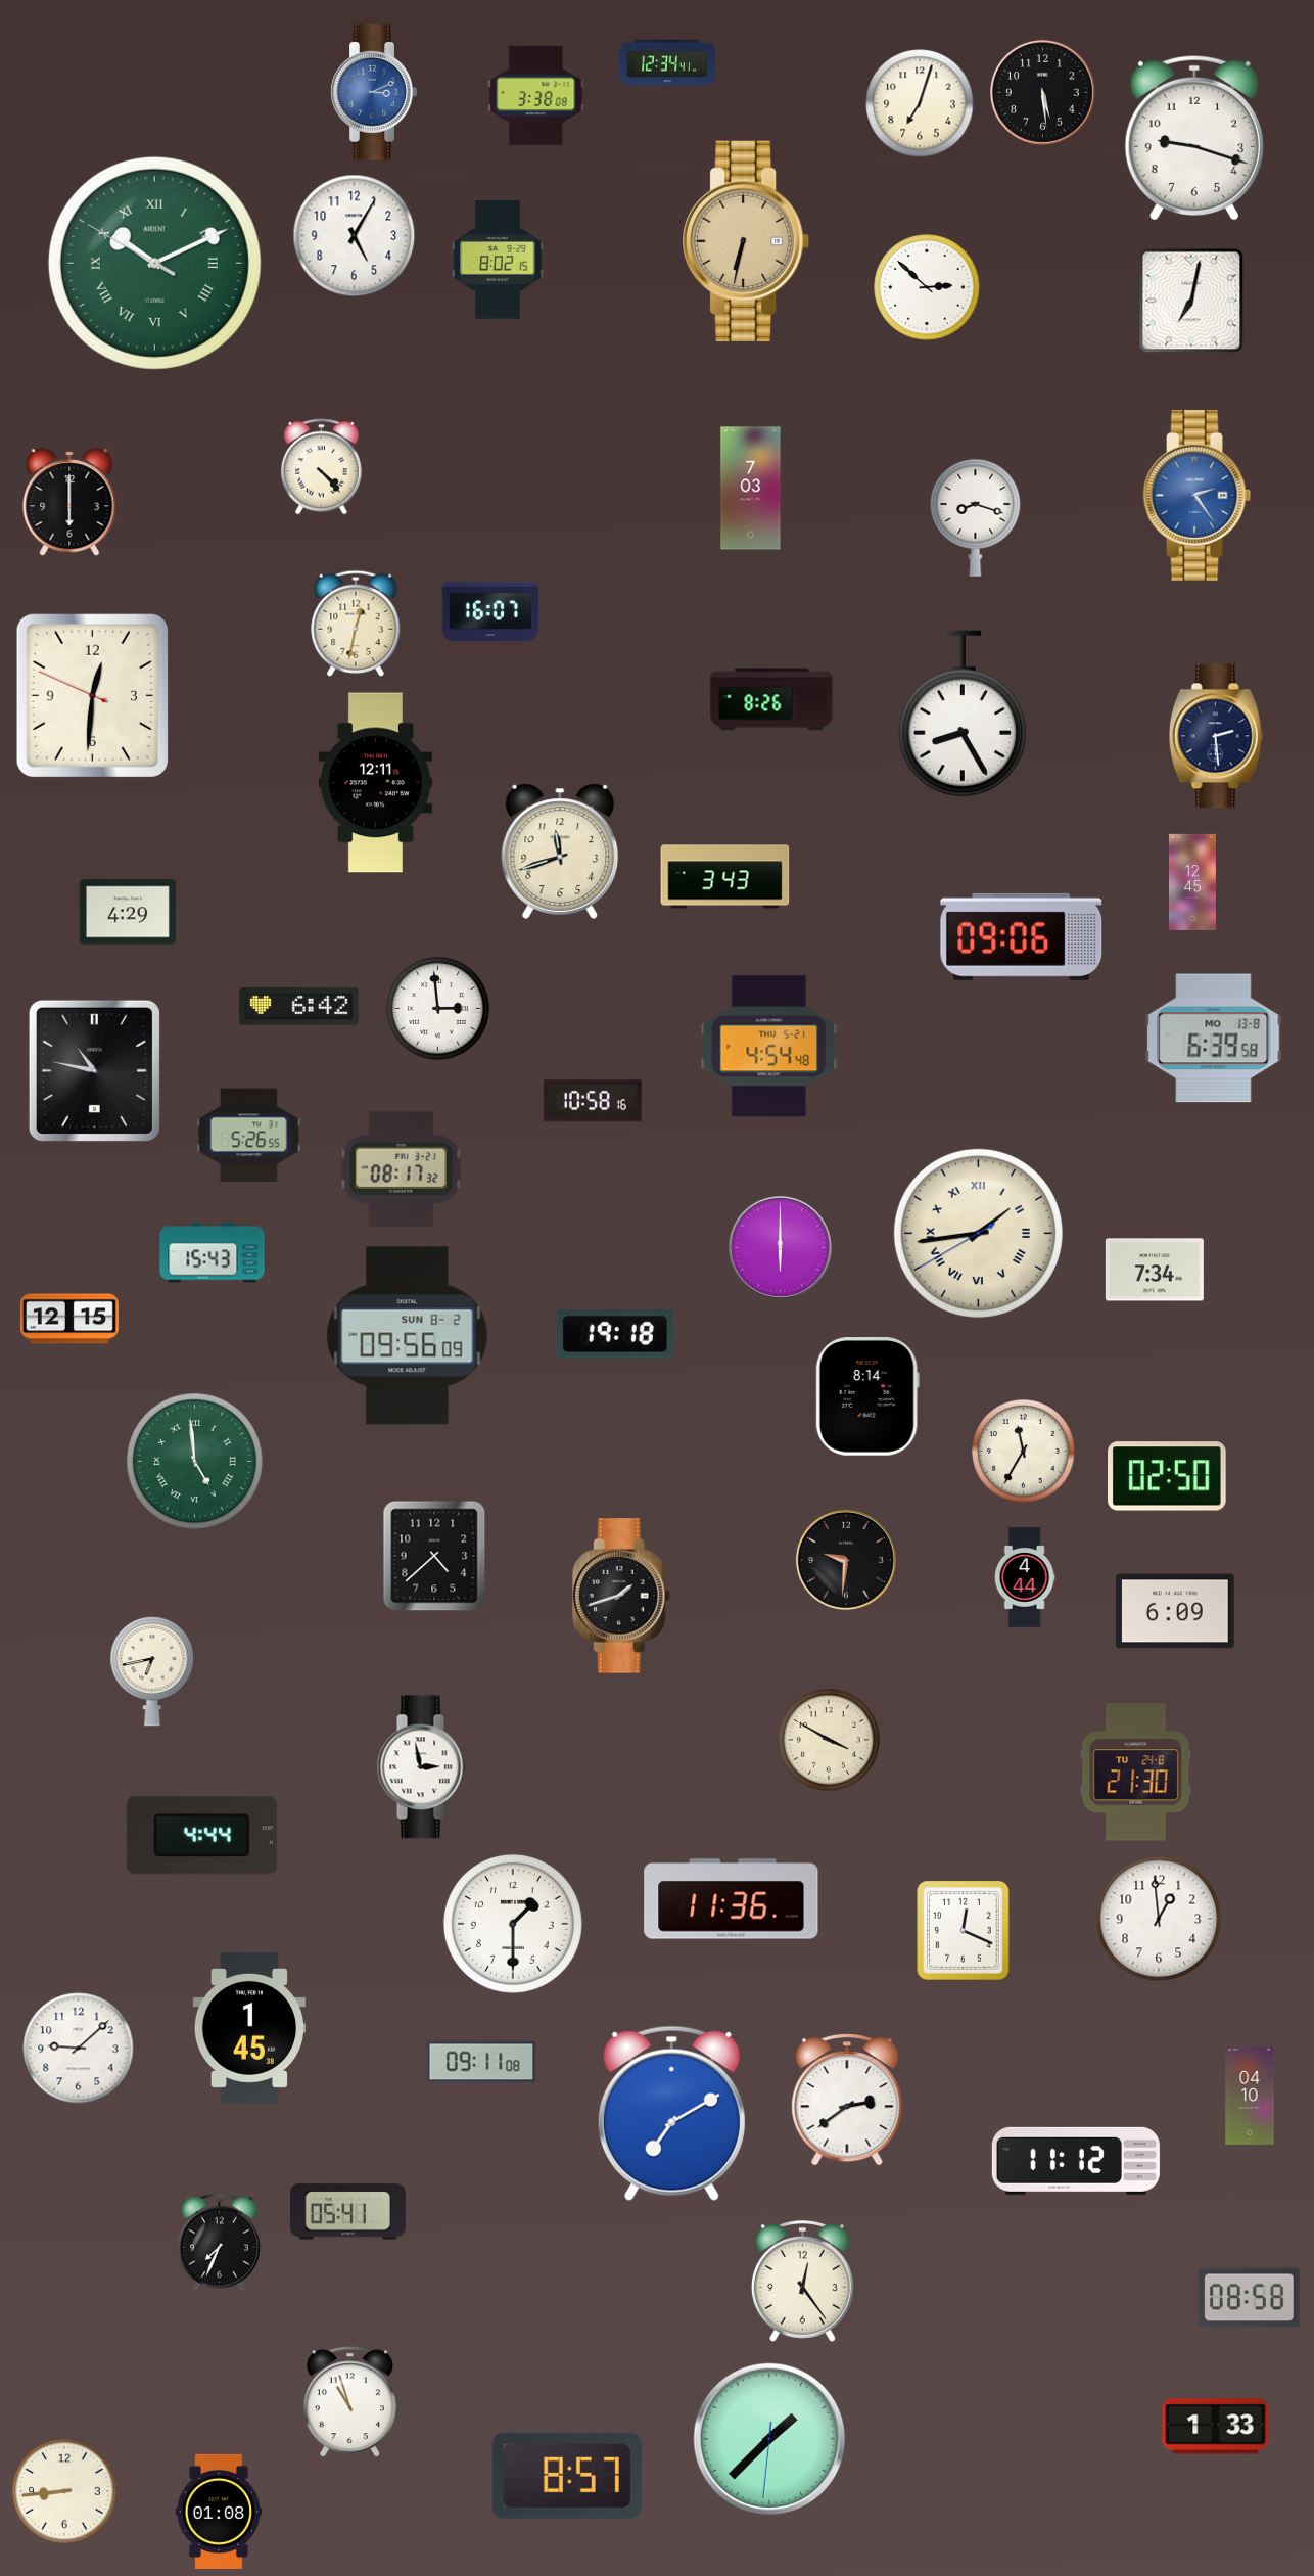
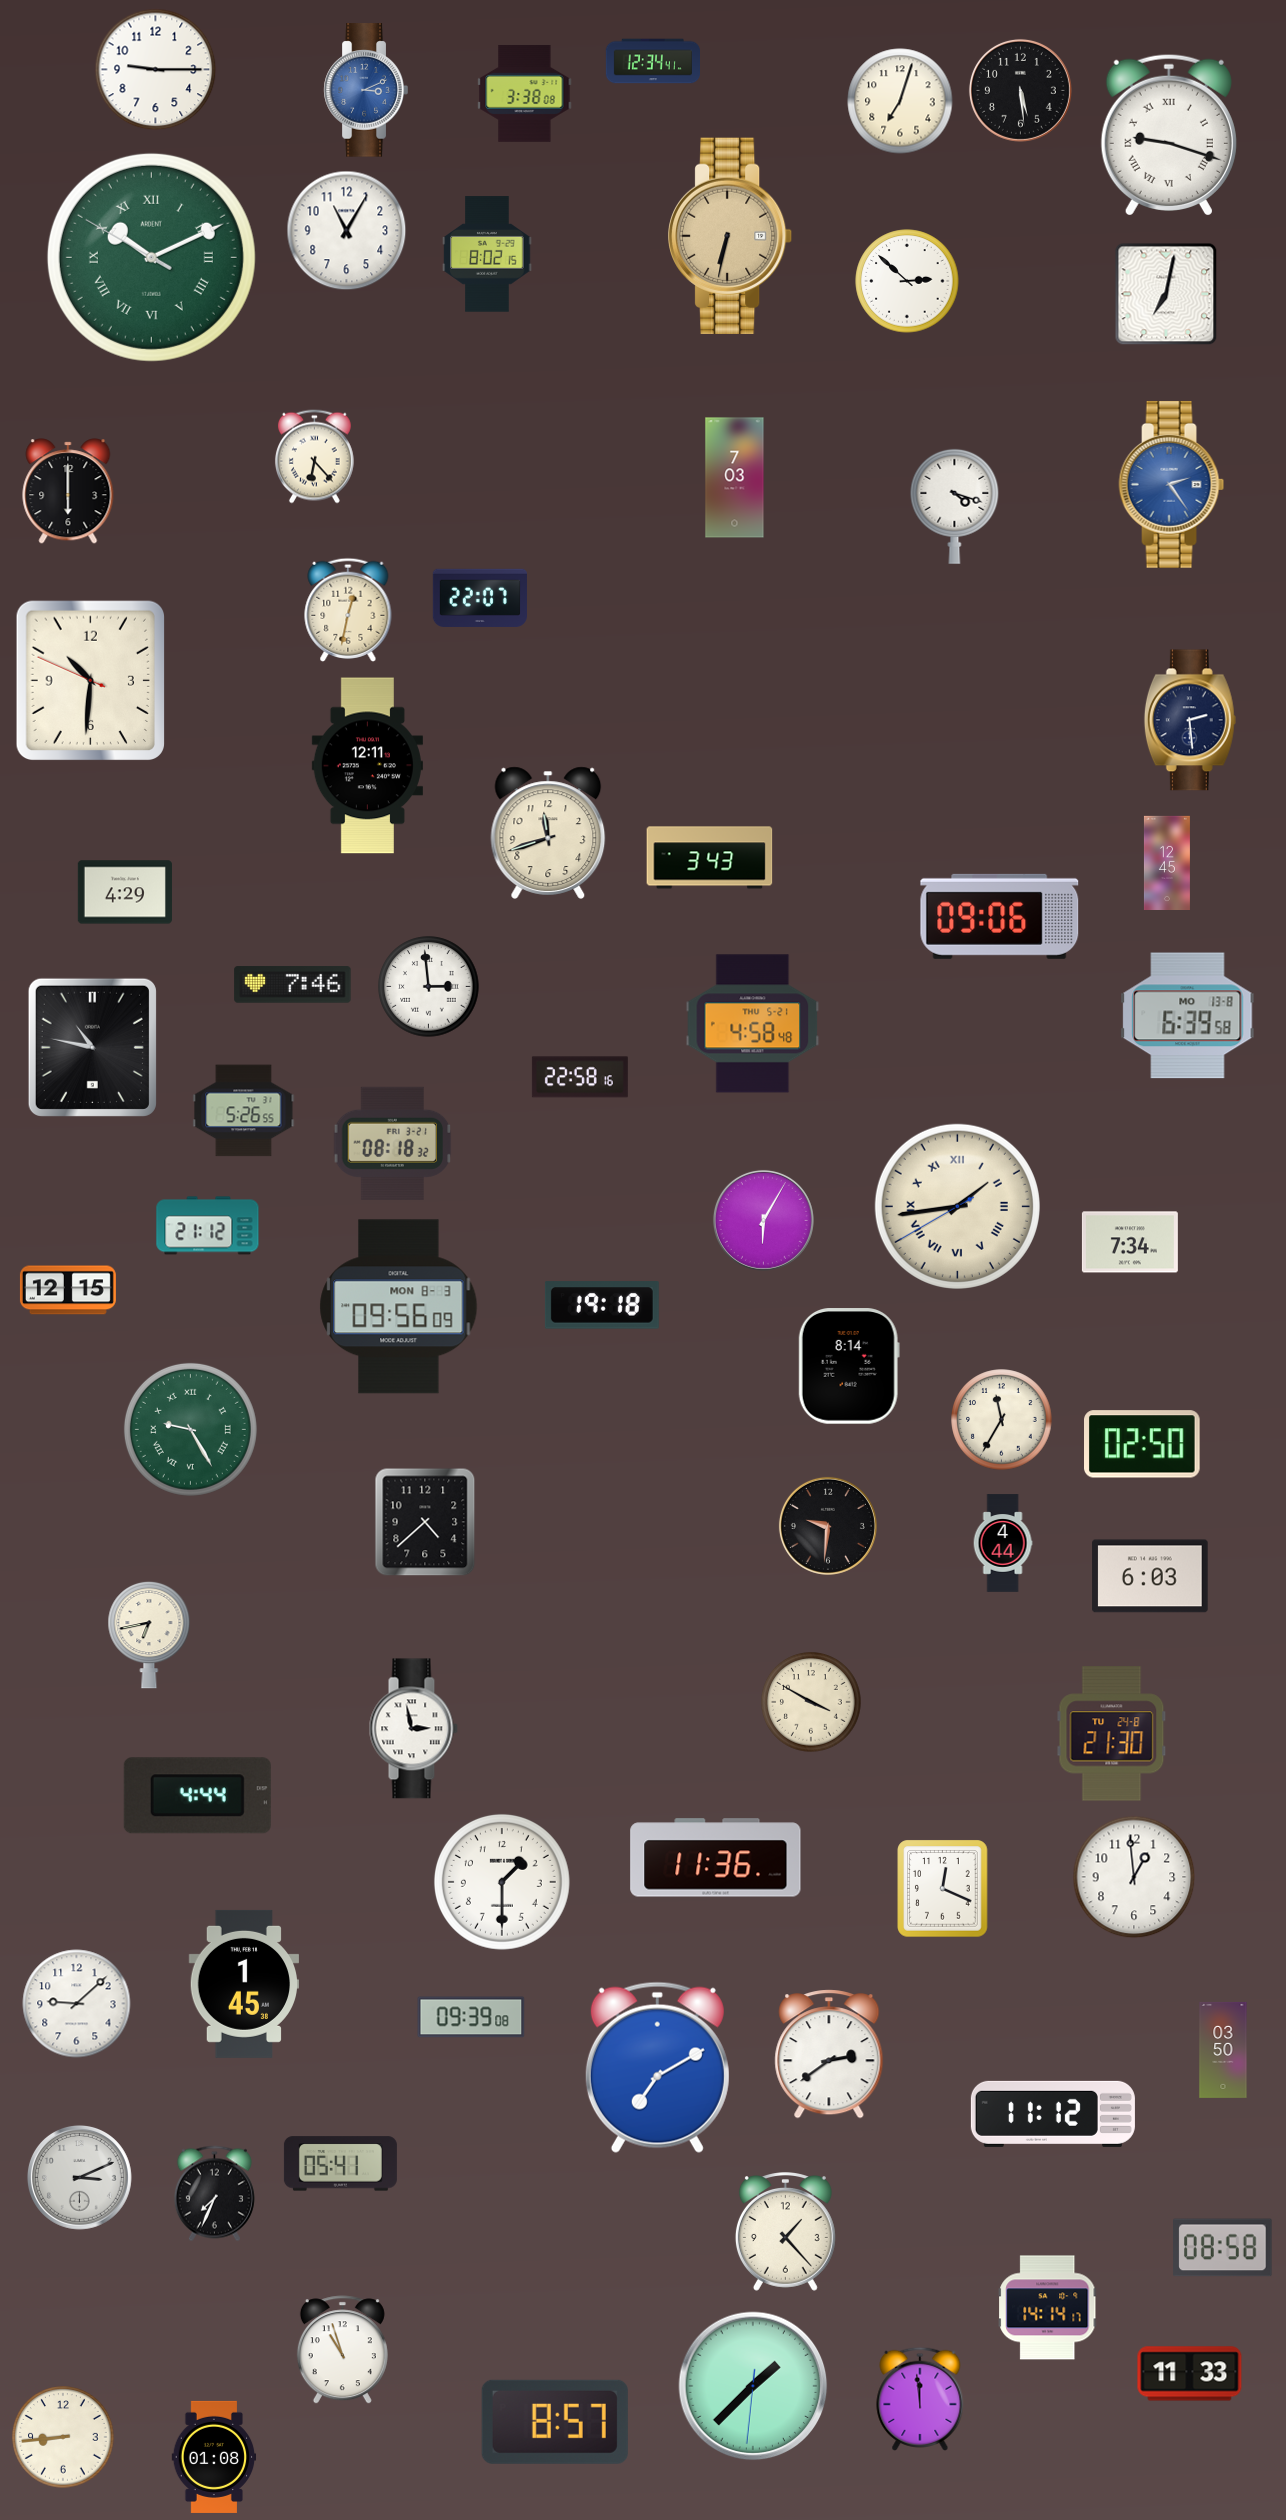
clock at (156, 70): none -> 9:15
clock at (1194, 138) numerals: Arabic -> Roman
clock at (355, 236): 5:05 -> 11:05
clock at (321, 467): 4:23 -> 6:23
clock at (976, 517): 8:18 -> 4:18
clock at (490, 610): 16:07 -> 22:07
clock at (92, 695): 12:30 -> 10:30
clock at (771, 699): 8:26 -> none
clock at (963, 714): 8:25 -> none
clock at (299, 1007): 6:42 -> 7:46
clock at (769, 1047): 4:54 -> 4:58
clock at (593, 1101): 10:58 -> 22:58
clock at (402, 1168): 08:17 -> 08:18
clock at (780, 1247): 6:00 -> 6:05
clock at (213, 1253): 15:43 -> 21:12
clock at (408, 1336) date: SUN 8-2 -> MON 8-3
clock at (194, 1461): 4:59 -> 9:25
clock at (621, 1596): 1:42 -> none
clock at (1175, 1611): 6:09 -> 6:03
clock at (481, 2062): 09:11 -> 09:39
clock at (1250, 2096): 04:10 -> 03:50
clock at (79, 2177): none -> 3:11
clock at (802, 2282): 12:24 -> 1:23
clock at (1048, 2308): none -> 14:14
clock at (1216, 2427): 1:33 -> 11:33
clock at (920, 2399): none -> 11:59
